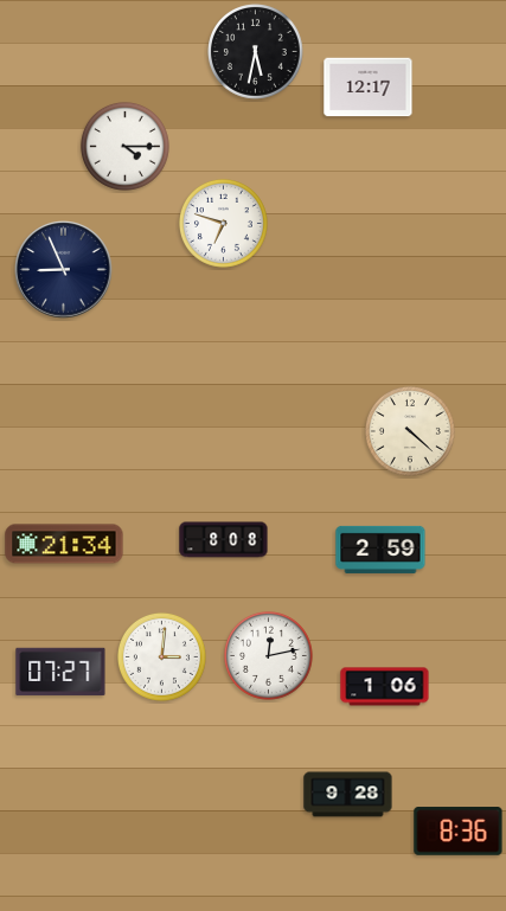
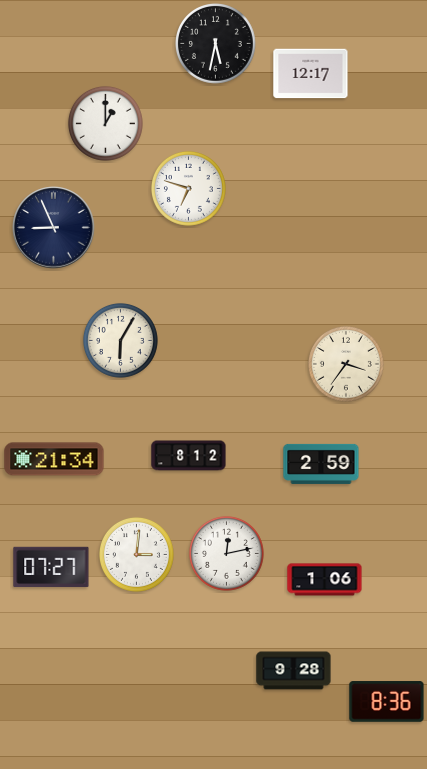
clock at (124, 146): 4:15 -> 1:00
clock at (120, 340): none -> 6:05
clock at (410, 431): 4:22 -> 3:36
clock at (224, 540): 8:08 -> 8:12
